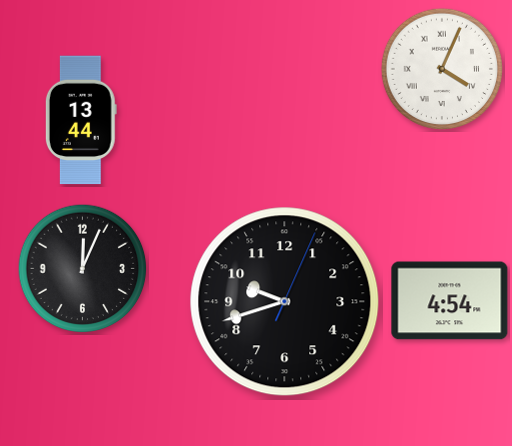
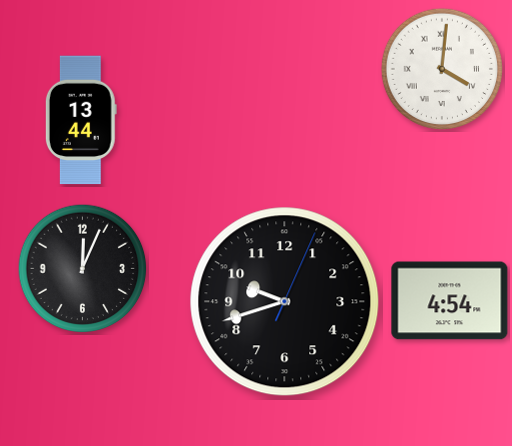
clock at (441, 68): 4:04 -> 4:01
